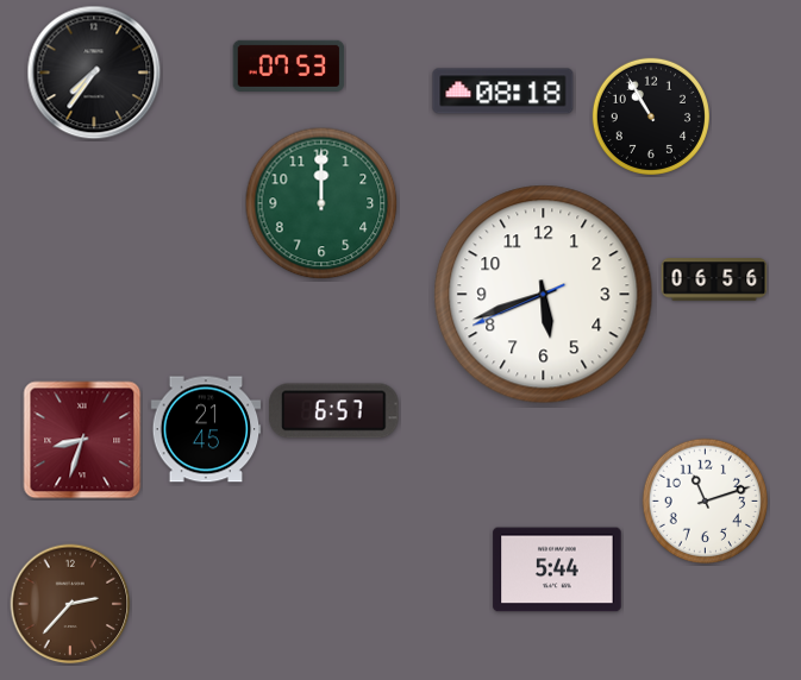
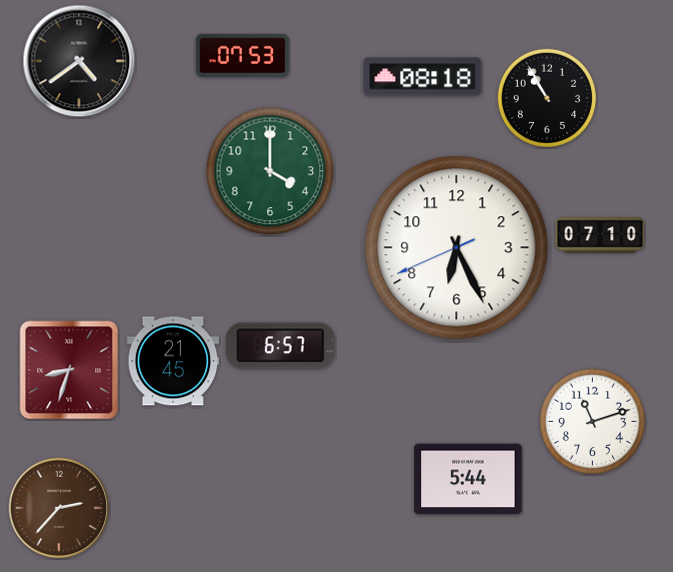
clock at (94, 73): 7:36 -> 4:39
clock at (321, 203): 12:00 -> 4:00
clock at (714, 279): 06:56 -> 07:10
clock at (544, 295): 5:41 -> 6:25
